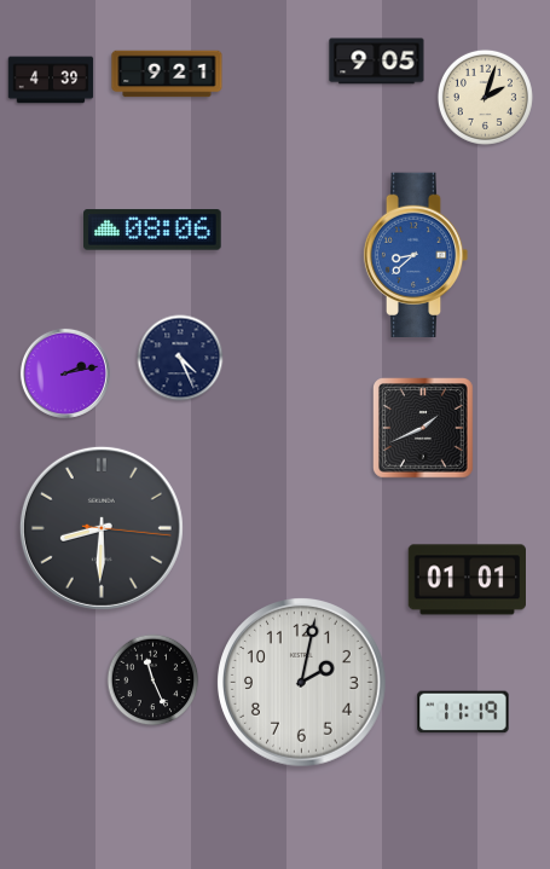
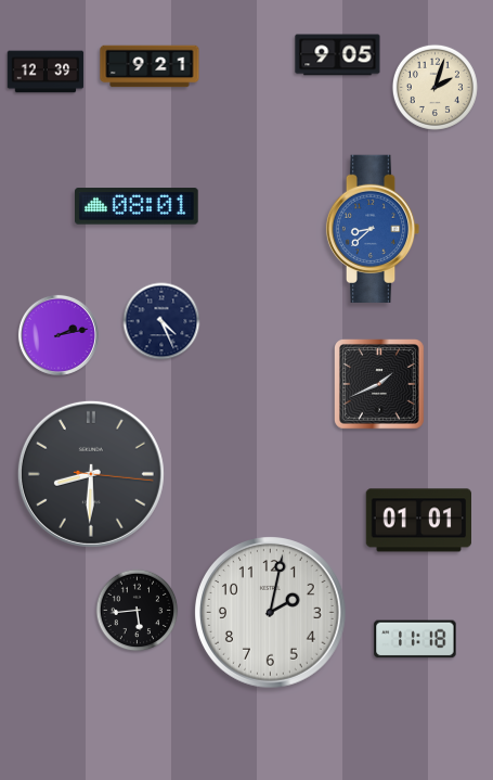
clock at (51, 80): 4:39 -> 12:39
clock at (154, 230): 08:06 -> 08:01
clock at (154, 680): 11:26 -> 5:44
clock at (463, 712): 11:19 -> 11:18
